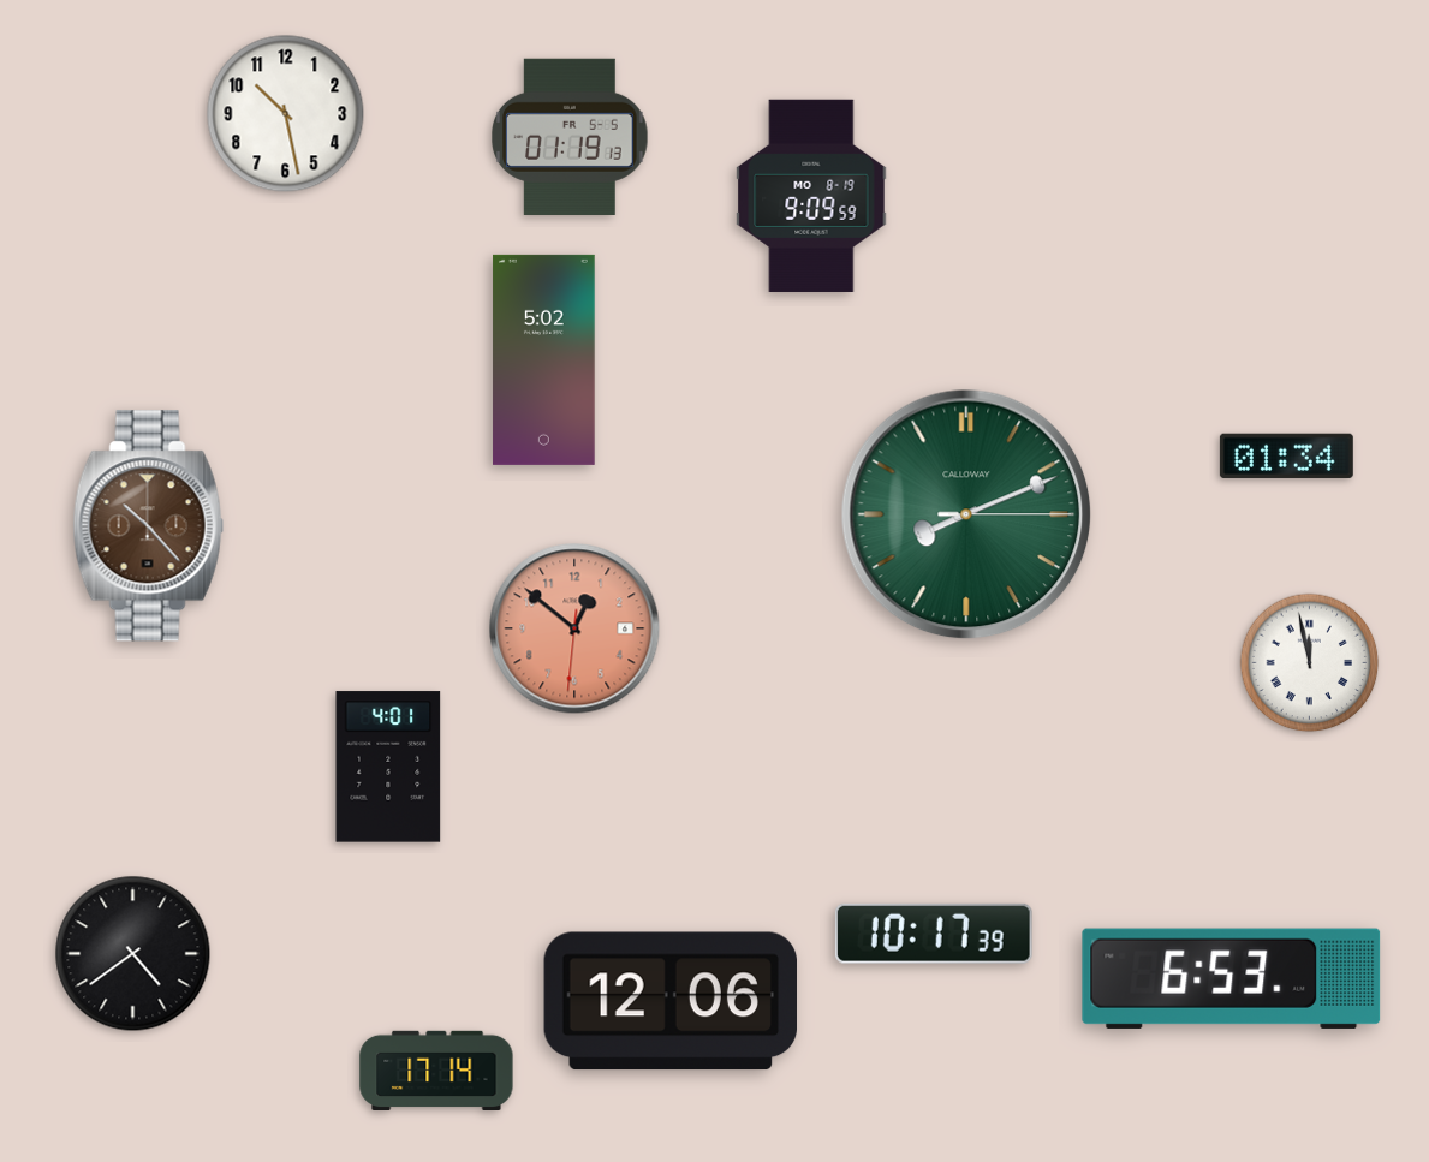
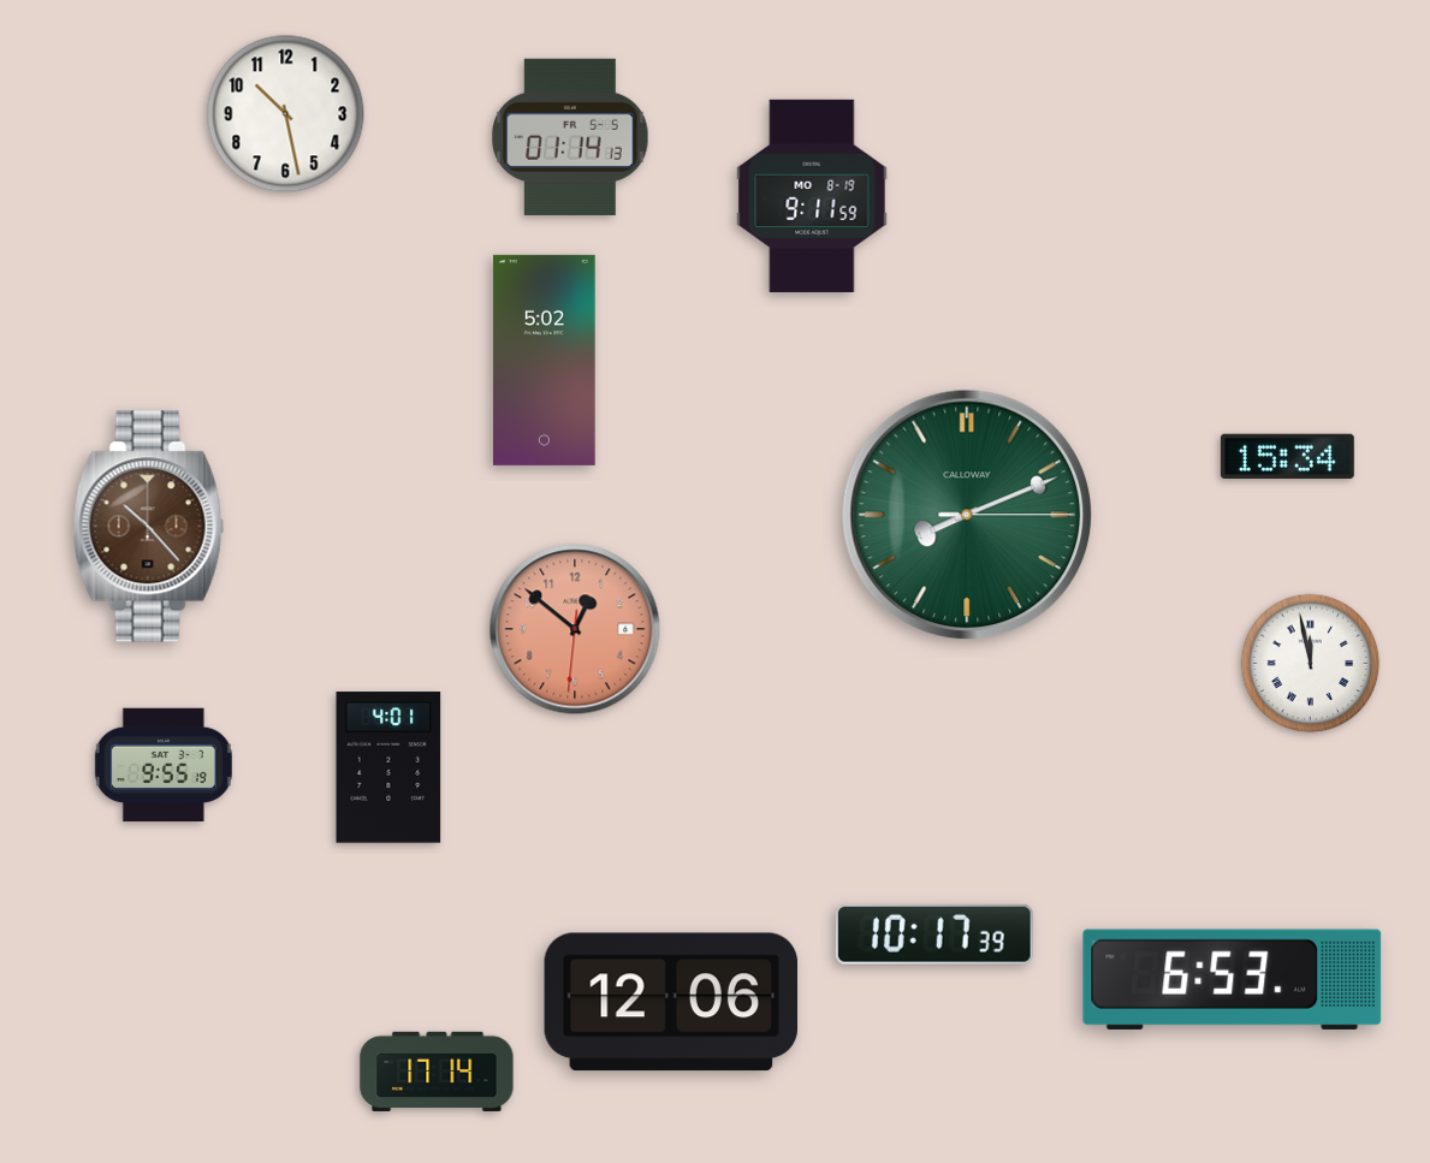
clock at (570, 137): 01:19 -> 01:14
clock at (811, 195): 9:09 -> 9:11
clock at (1286, 455): 01:34 -> 15:34
clock at (164, 765): none -> 9:55
clock at (133, 954): 4:39 -> none
